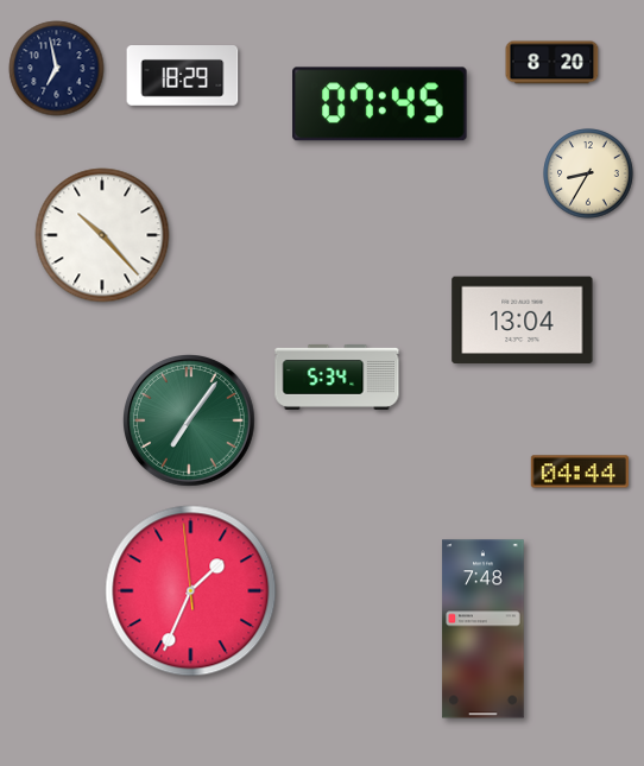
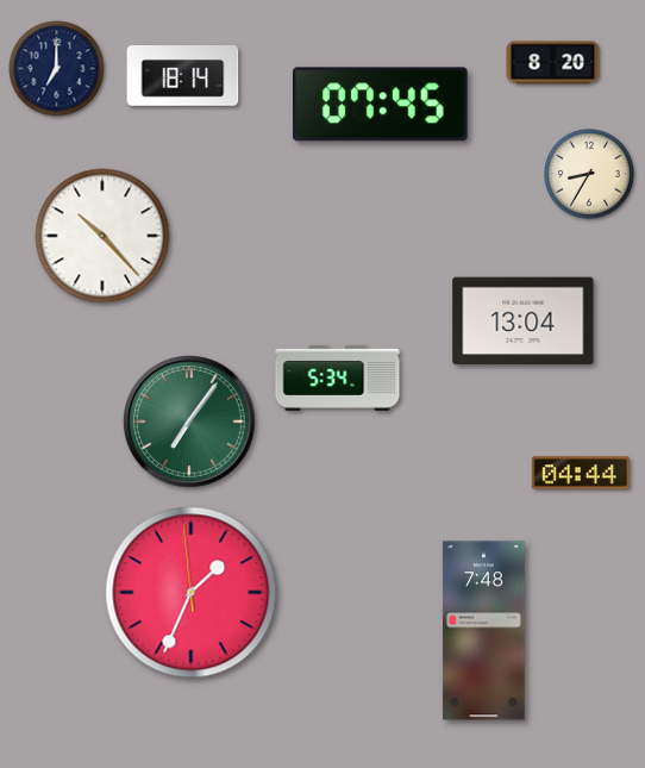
clock at (57, 69): 6:58 -> 7:00
clock at (183, 76): 18:29 -> 18:14
